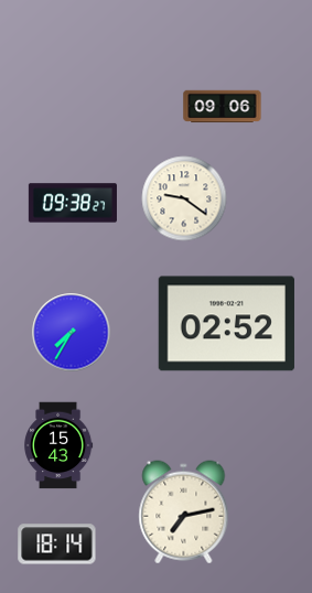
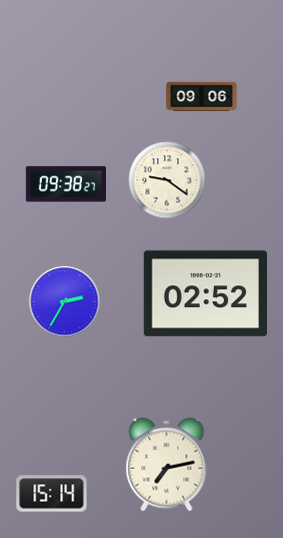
clock at (72, 333): 7:35 -> 2:35
clock at (58, 445): 15:43 -> none
clock at (57, 545): 18:14 -> 15:14
